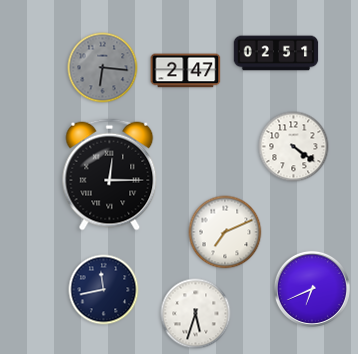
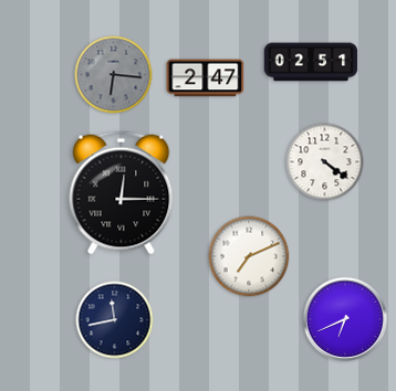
clock at (276, 53) position: (276, 53) -> (311, 62)
clock at (196, 314): 5:33 -> none
